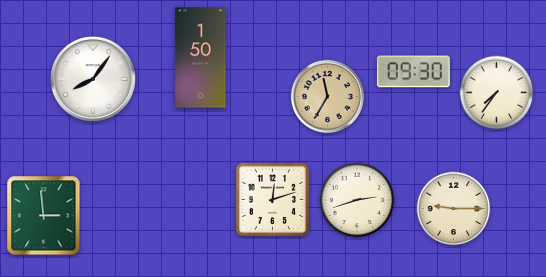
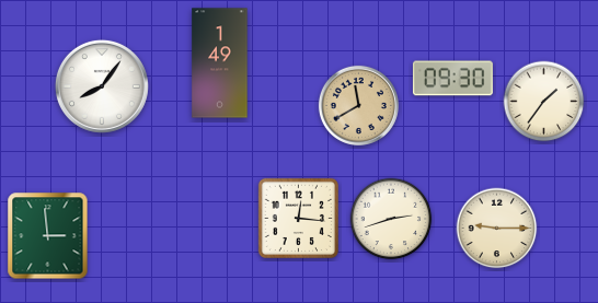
clock at (201, 58): 1:50 -> 1:49
clock at (497, 93): 7:36 -> 1:36
clock at (327, 96): 11:35 -> 11:40
clock at (272, 199): 12:12 -> 12:16
